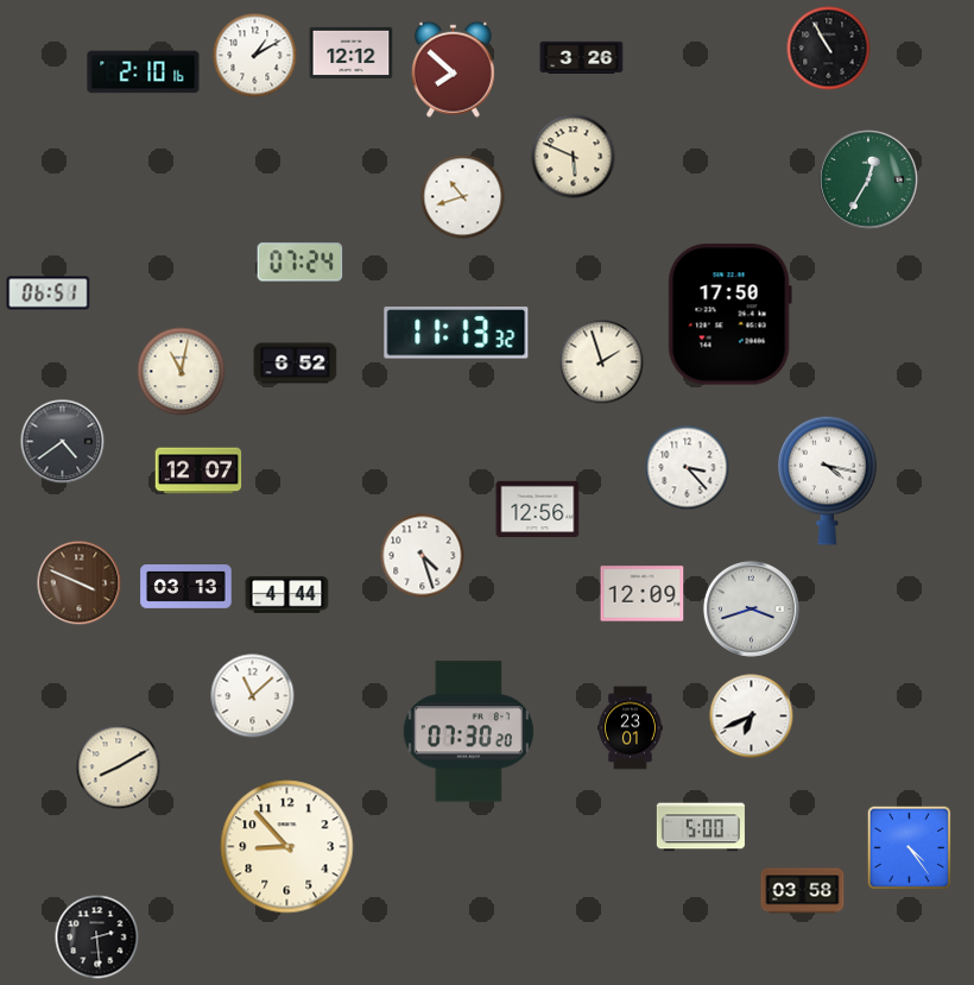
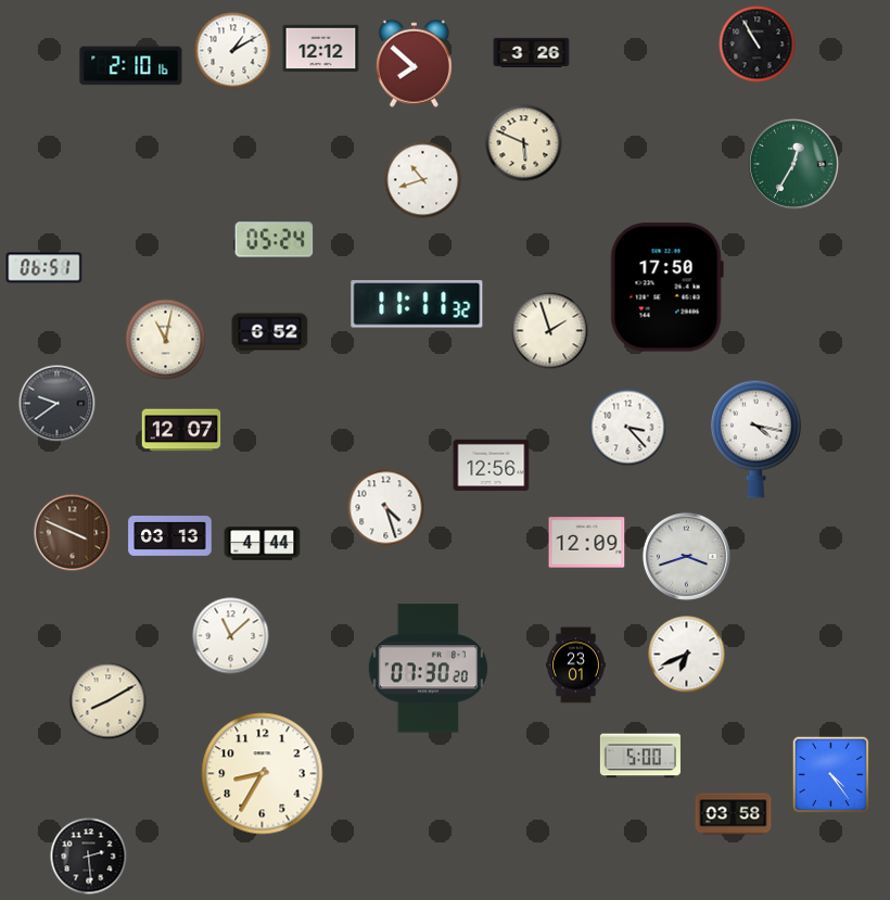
clock at (301, 263): 07:24 -> 05:24
clock at (456, 333): 11:13 -> 11:11
clock at (63, 442): 4:39 -> 9:39
clock at (287, 847): 8:53 -> 8:35
